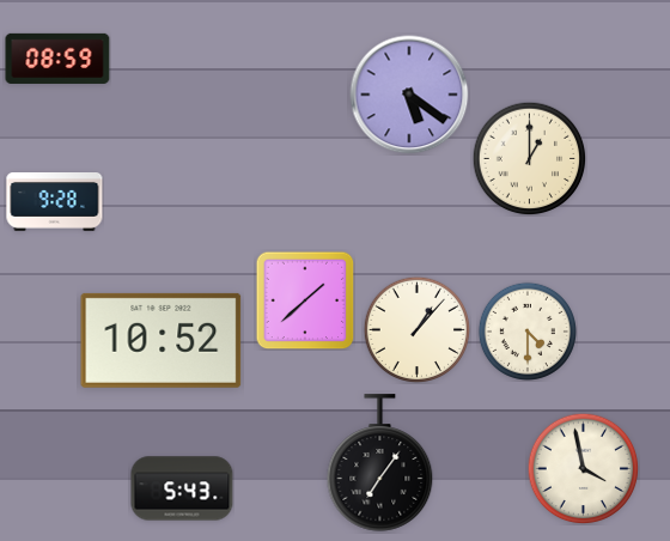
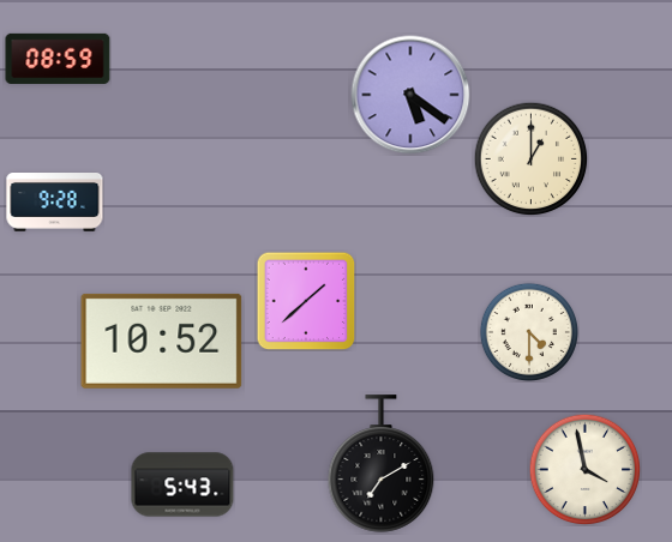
clock at (416, 329): 1:07 -> none
clock at (380, 463): 7:06 -> 7:10
clock at (182, 488) position: (182, 488) -> (182, 484)
